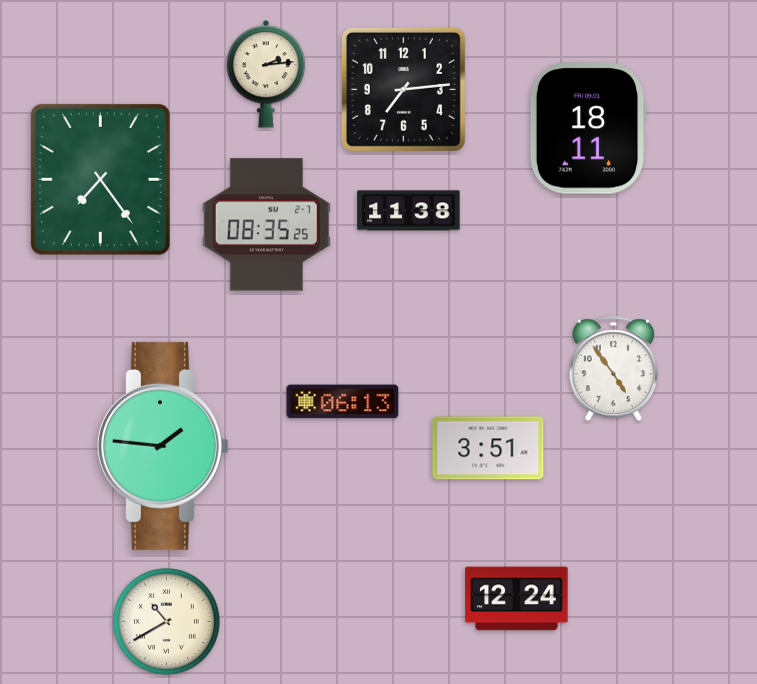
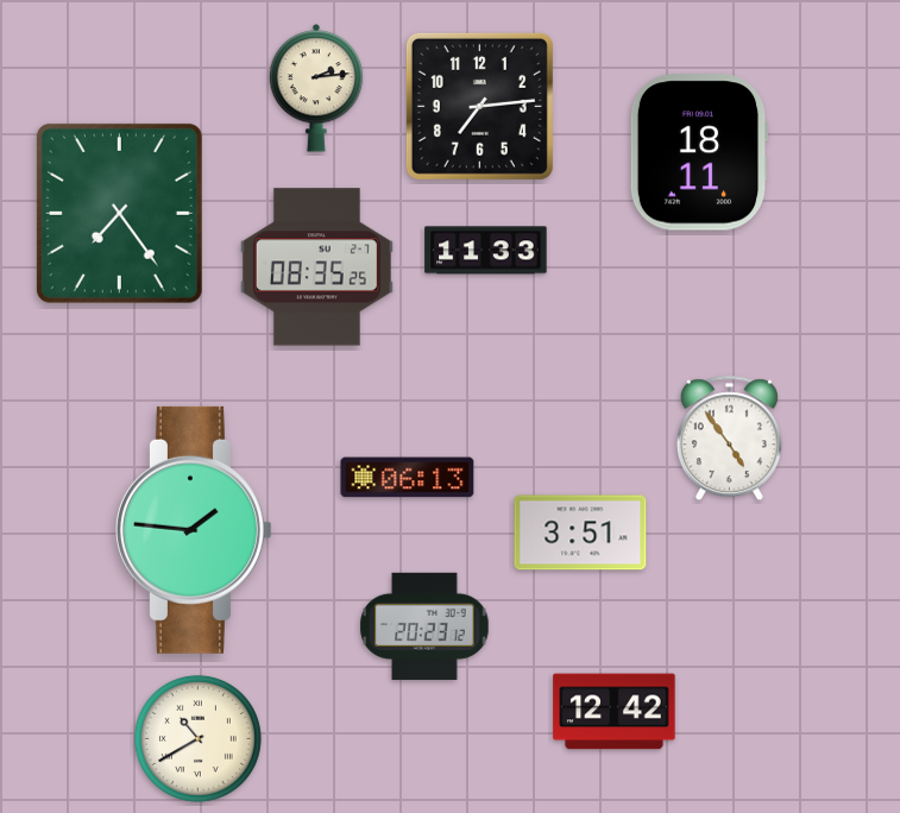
clock at (409, 211): 11:38 -> 11:33
clock at (424, 626): none -> 20:23
clock at (517, 599): 12:24 -> 12:42
